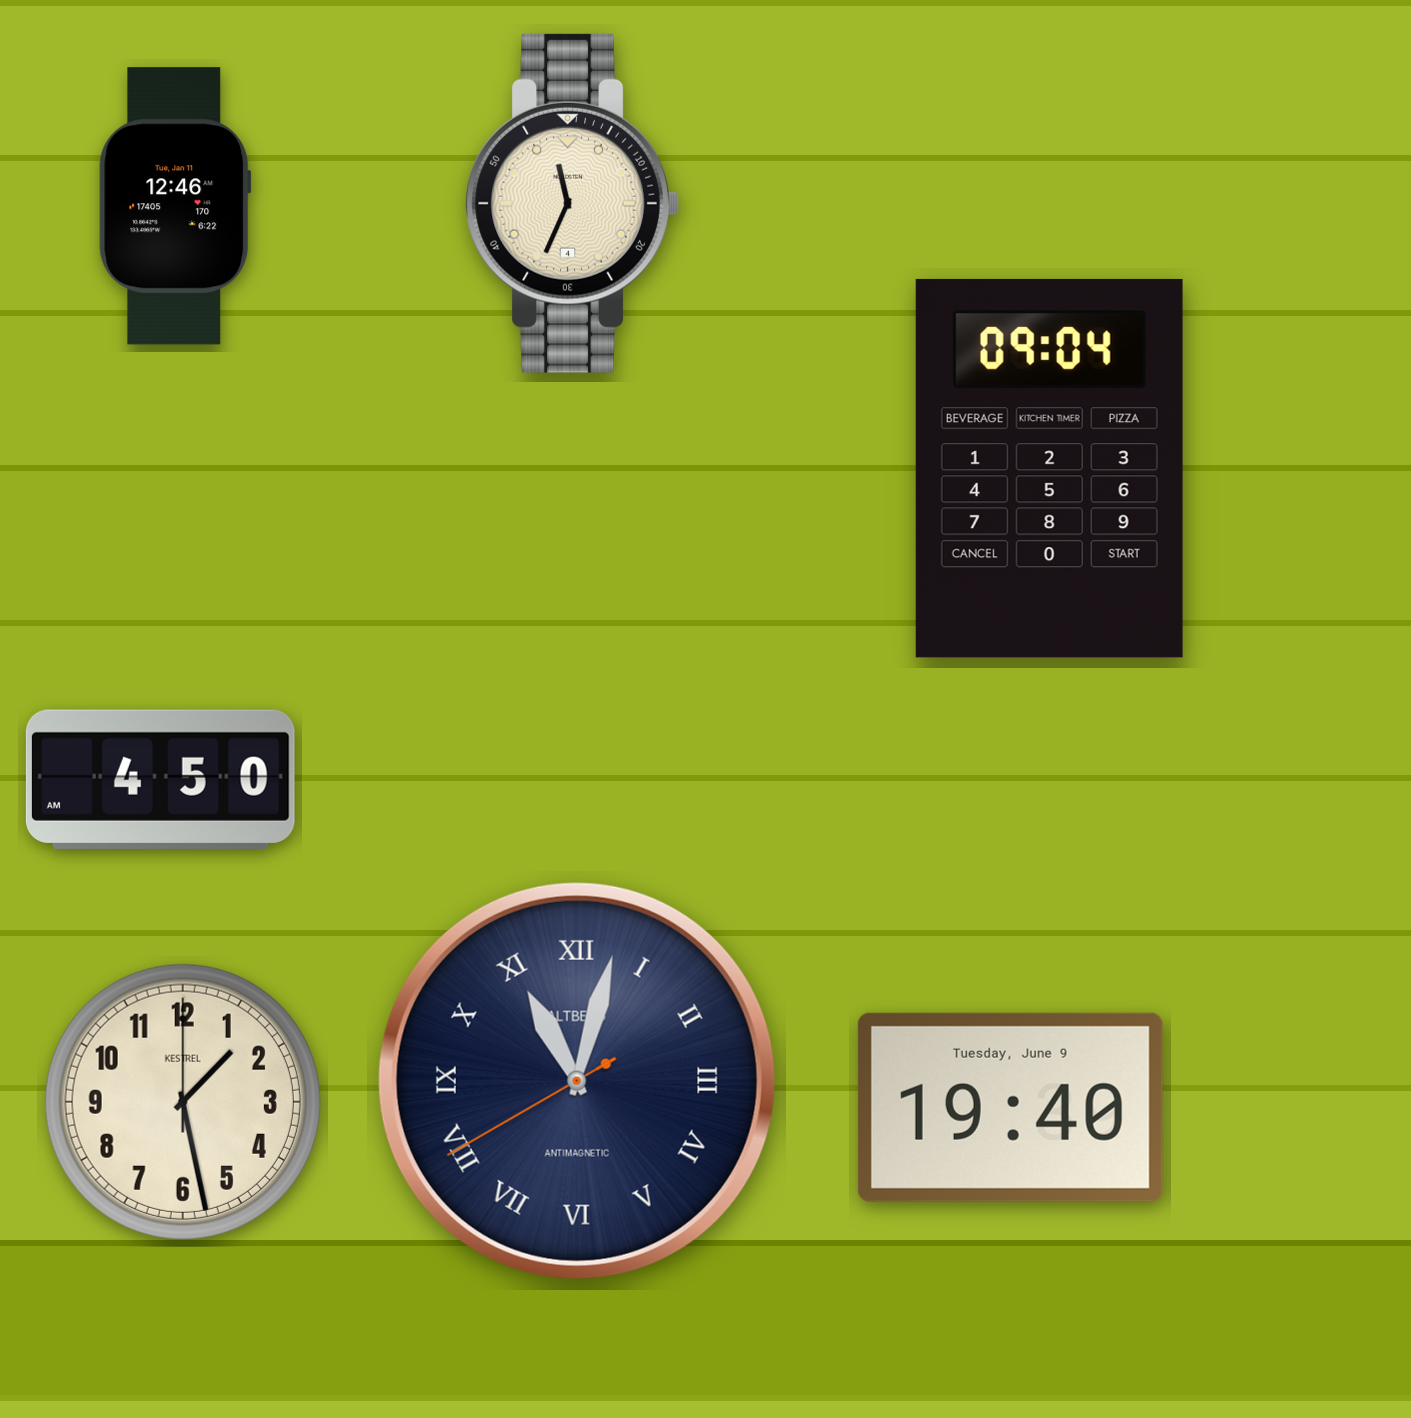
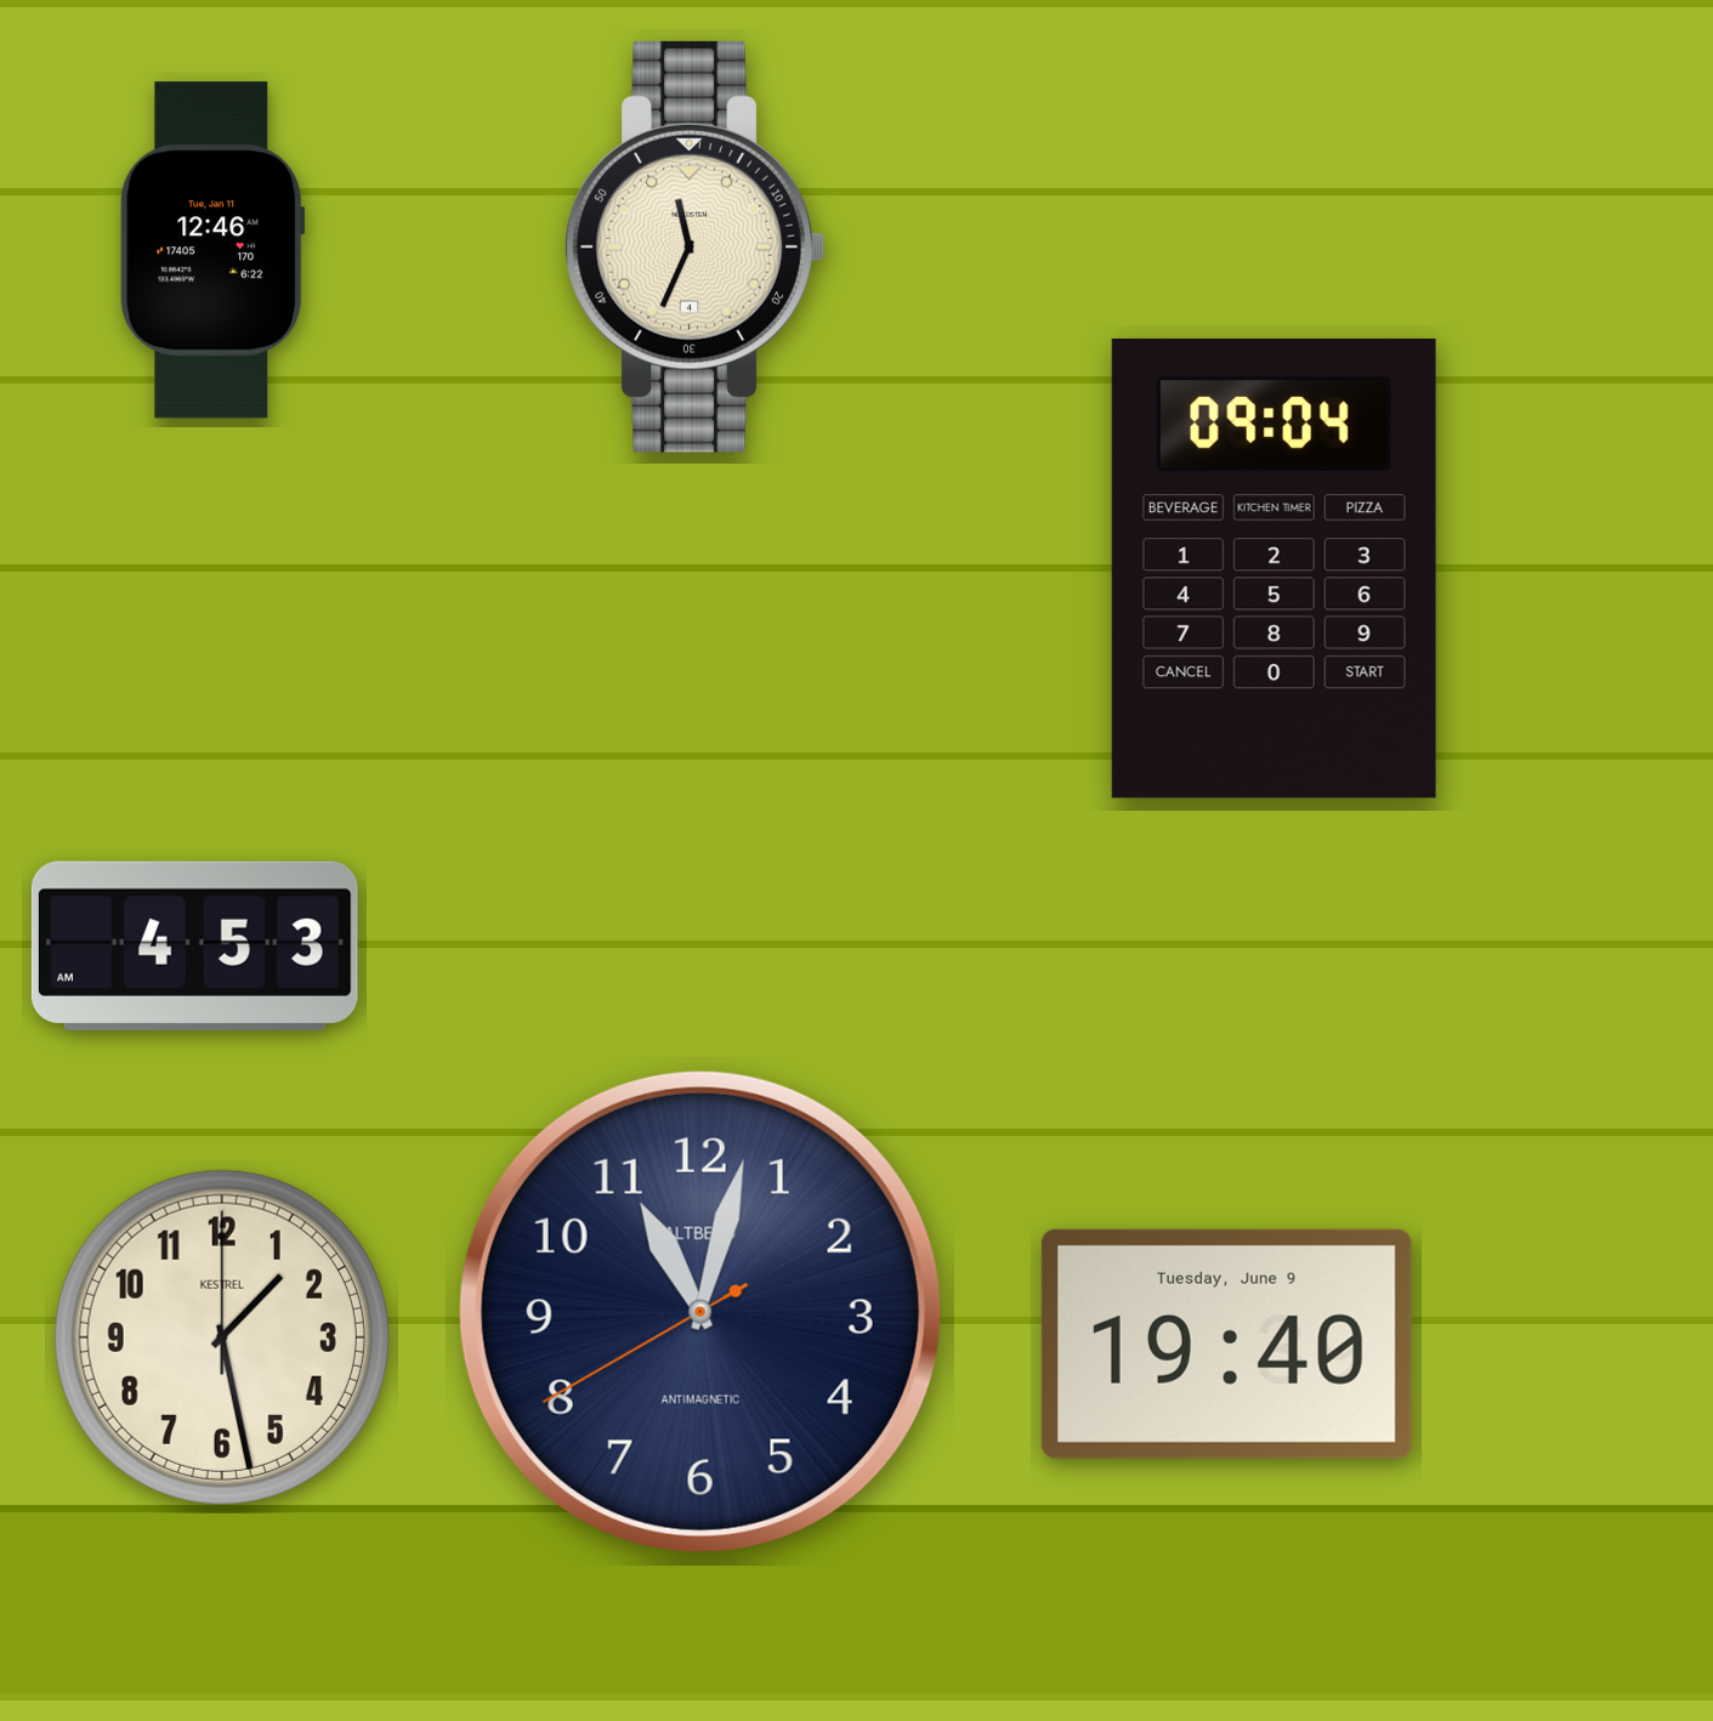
clock at (160, 779): 4:50 -> 4:53
clock at (577, 1081) numerals: Roman -> Arabic
